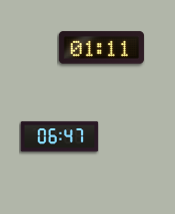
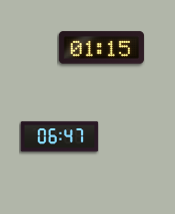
clock at (101, 48): 01:11 -> 01:15
